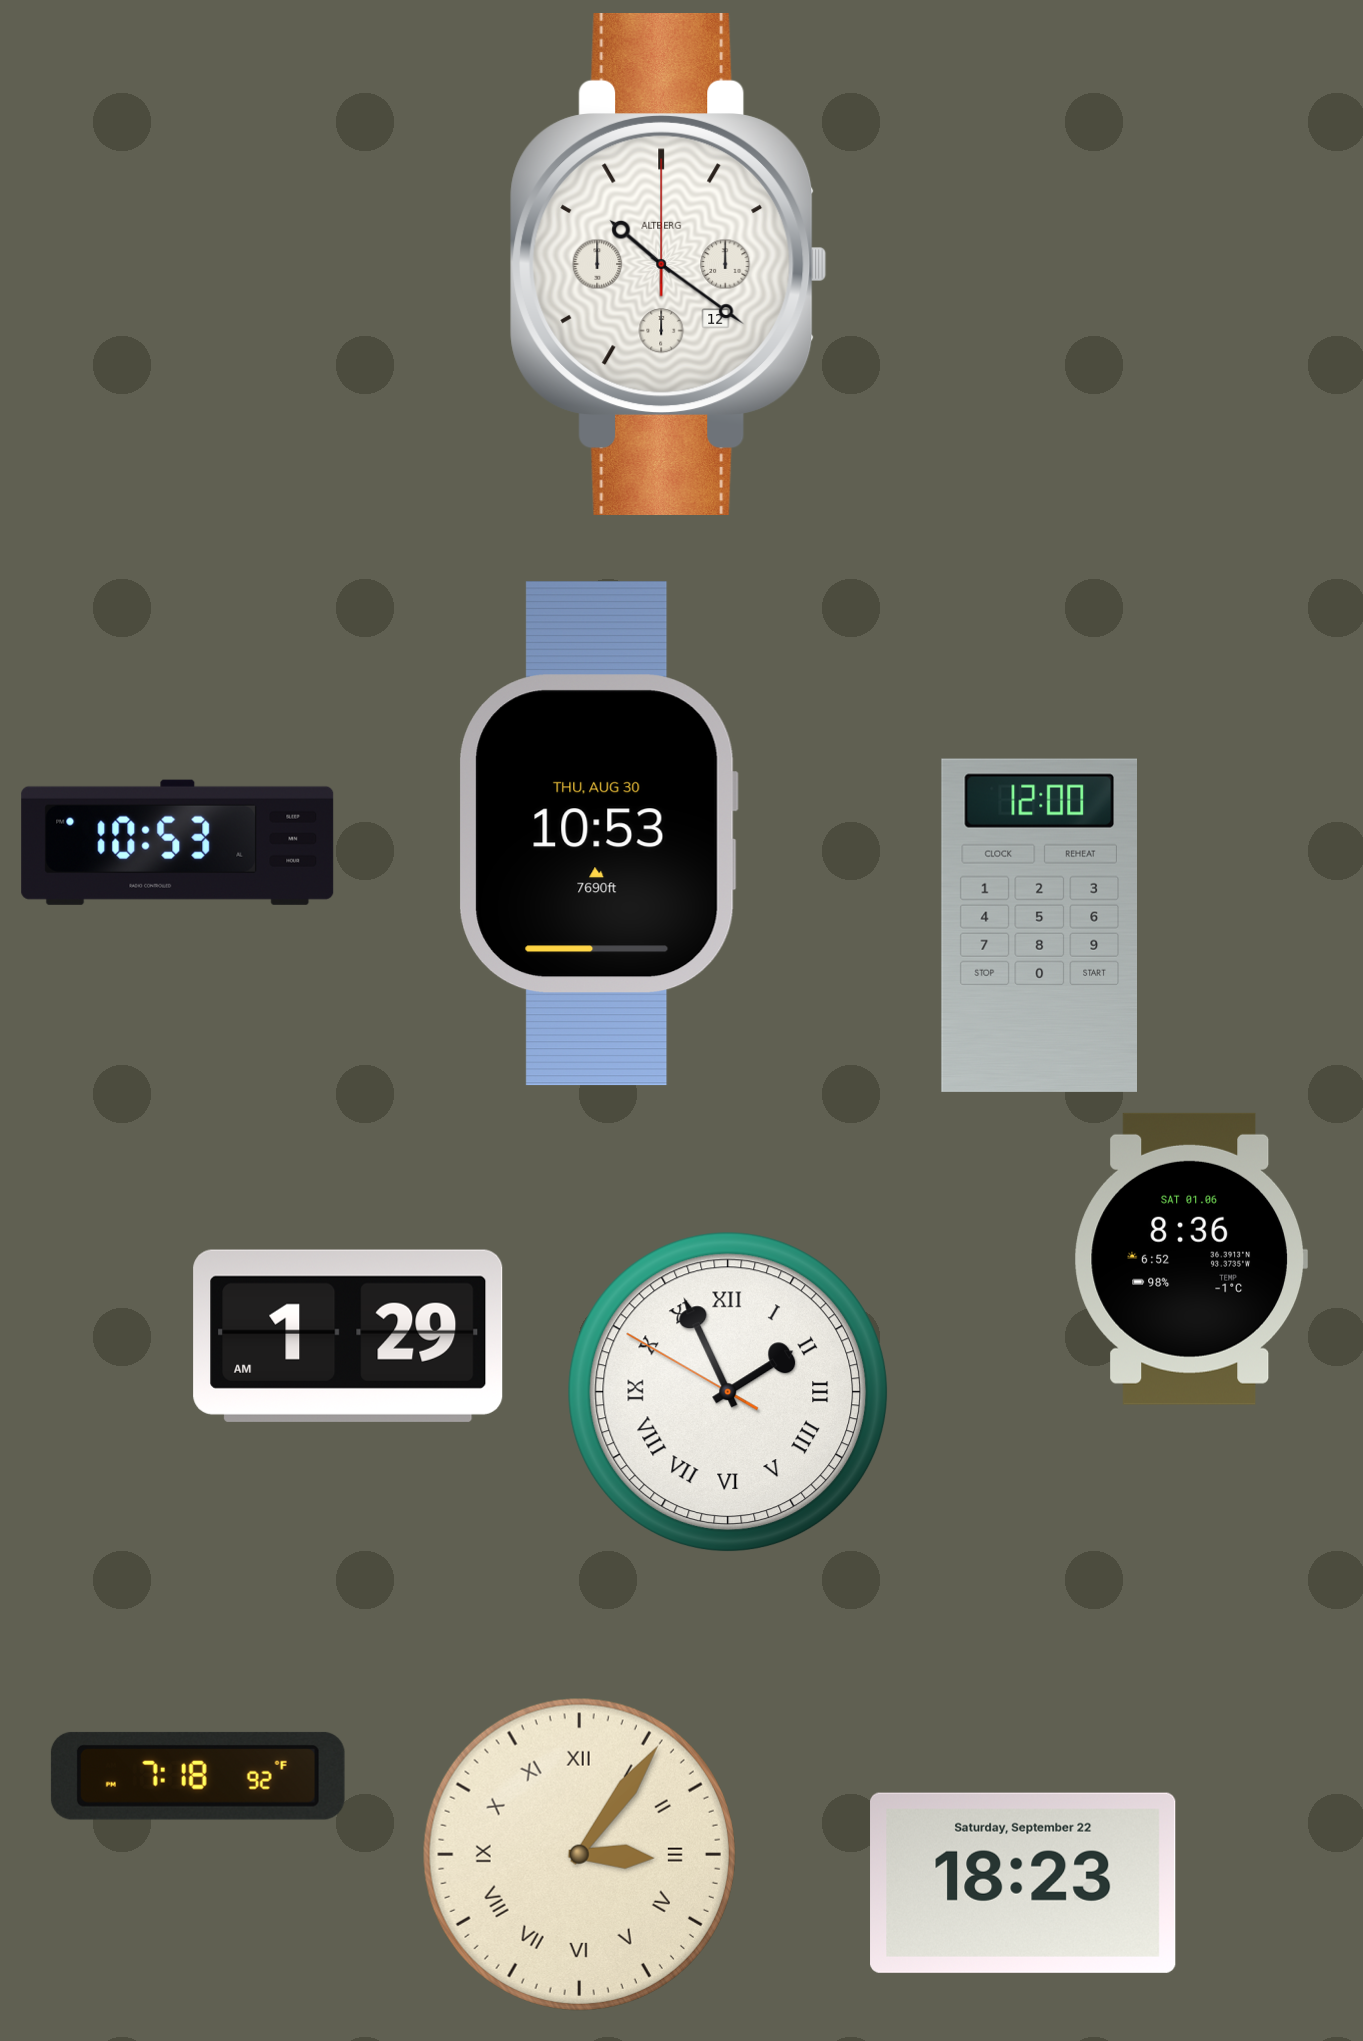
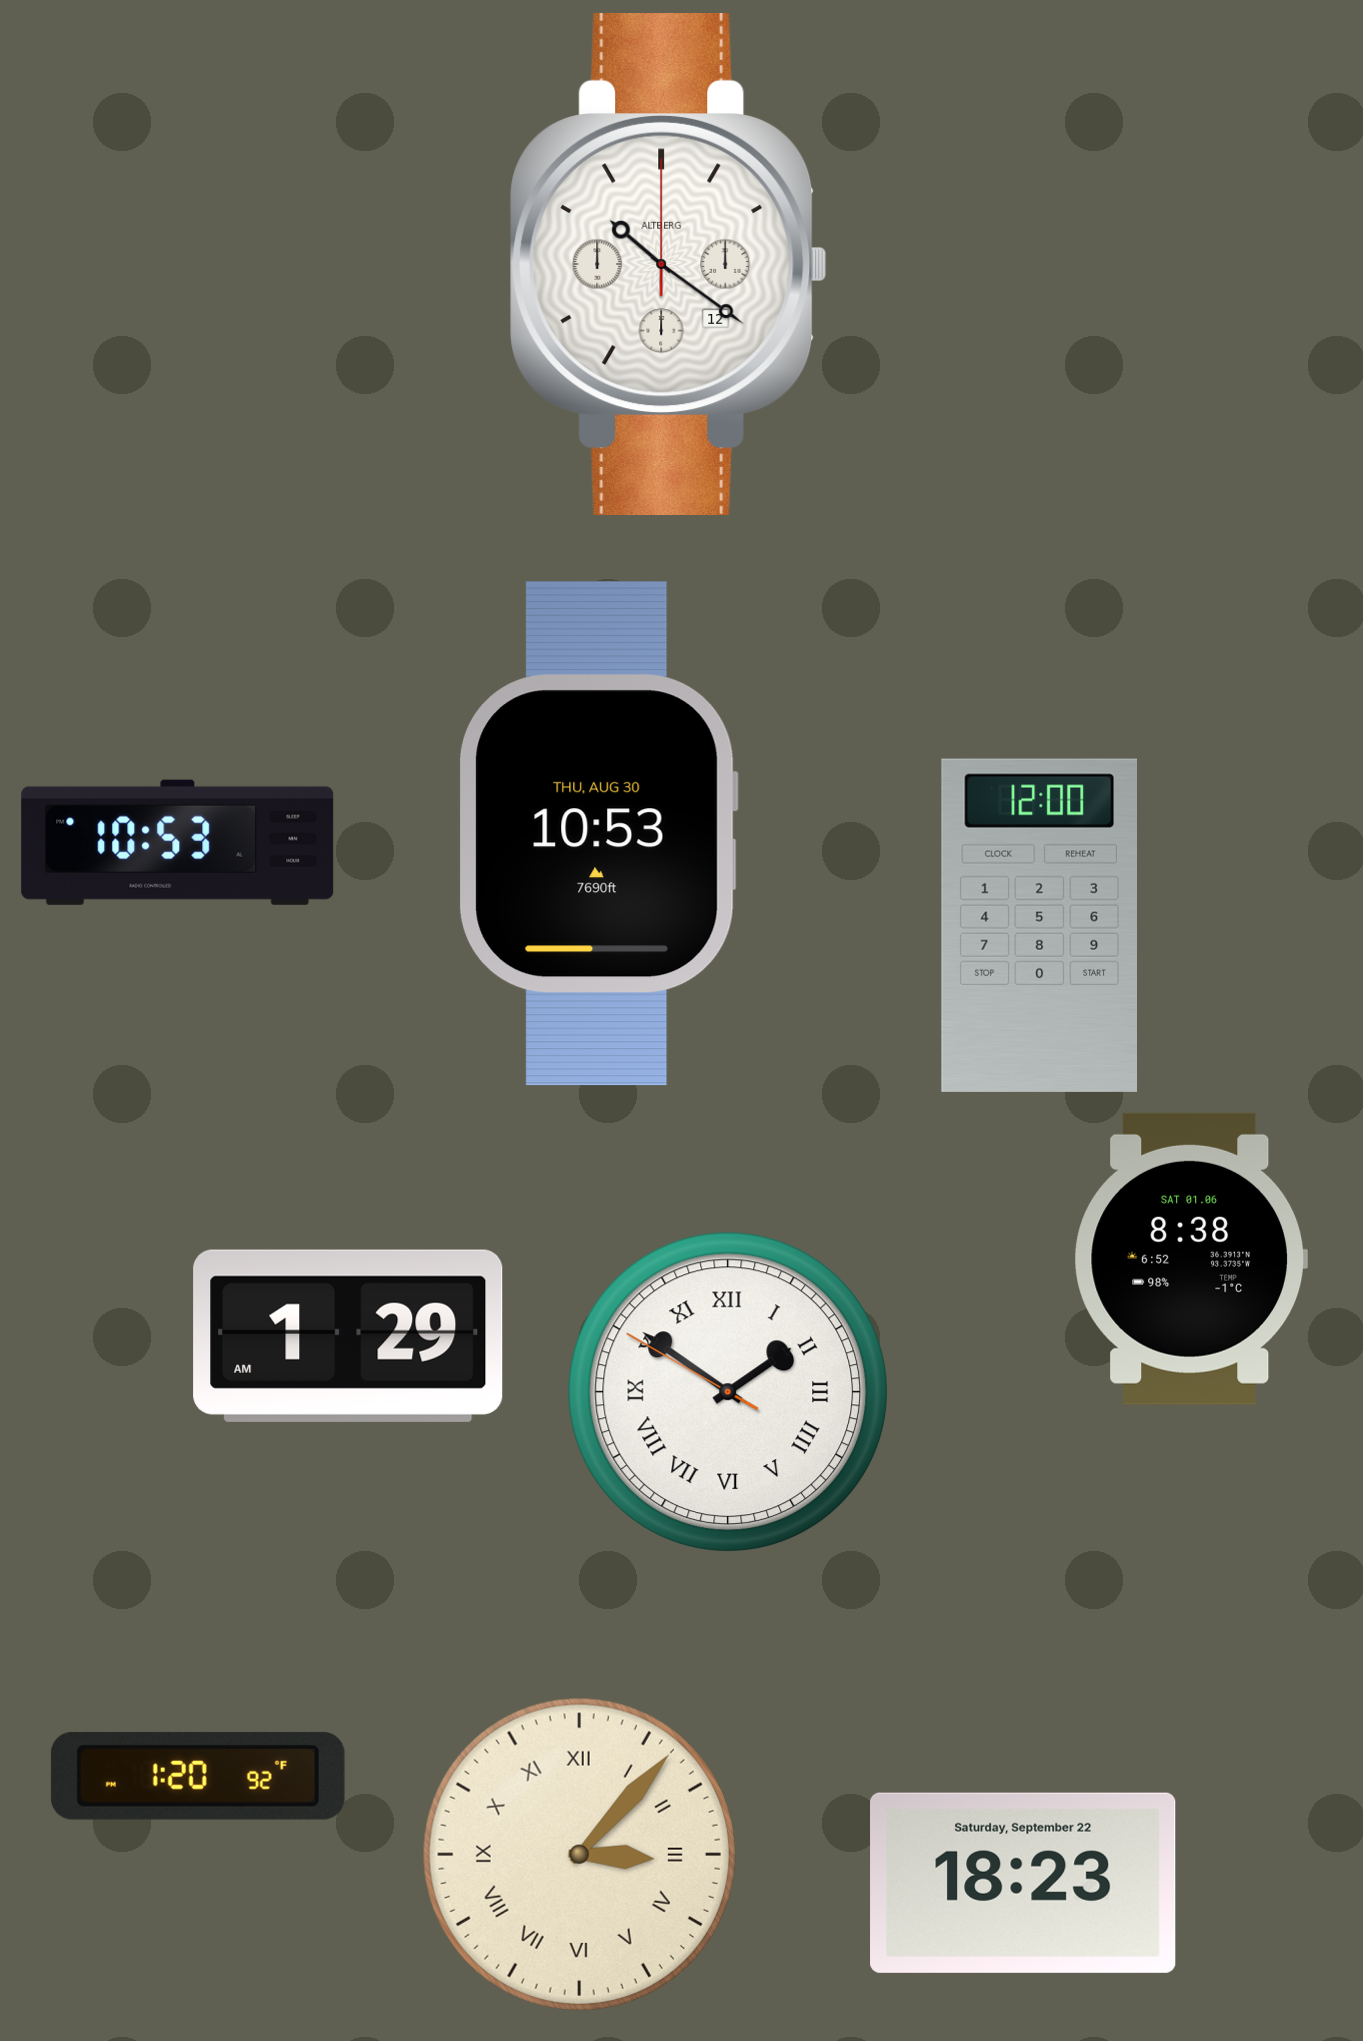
clock at (1190, 1259): 8:36 -> 8:38
clock at (727, 1391): 1:55 -> 1:50
clock at (198, 1776): 7:18 -> 1:20
clock at (579, 1854): 3:06 -> 3:07
